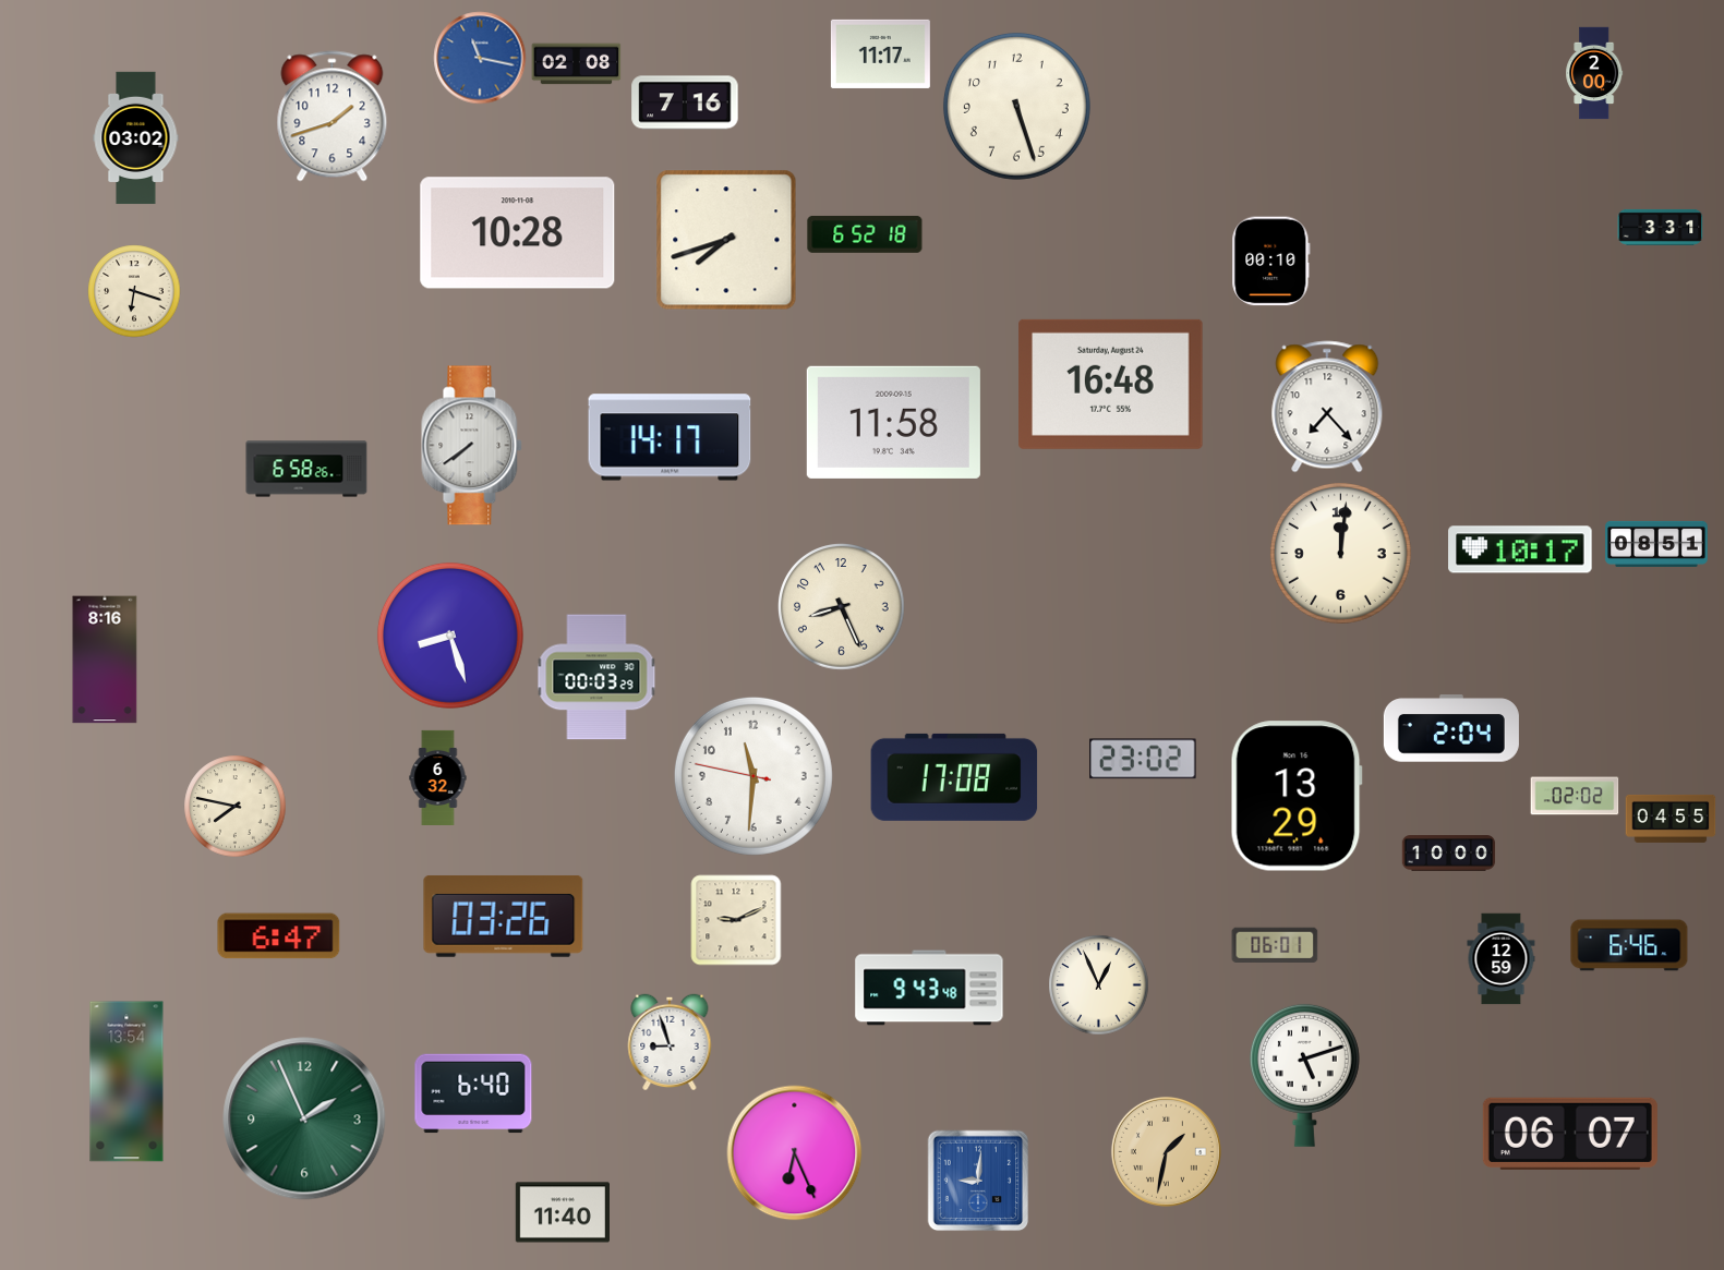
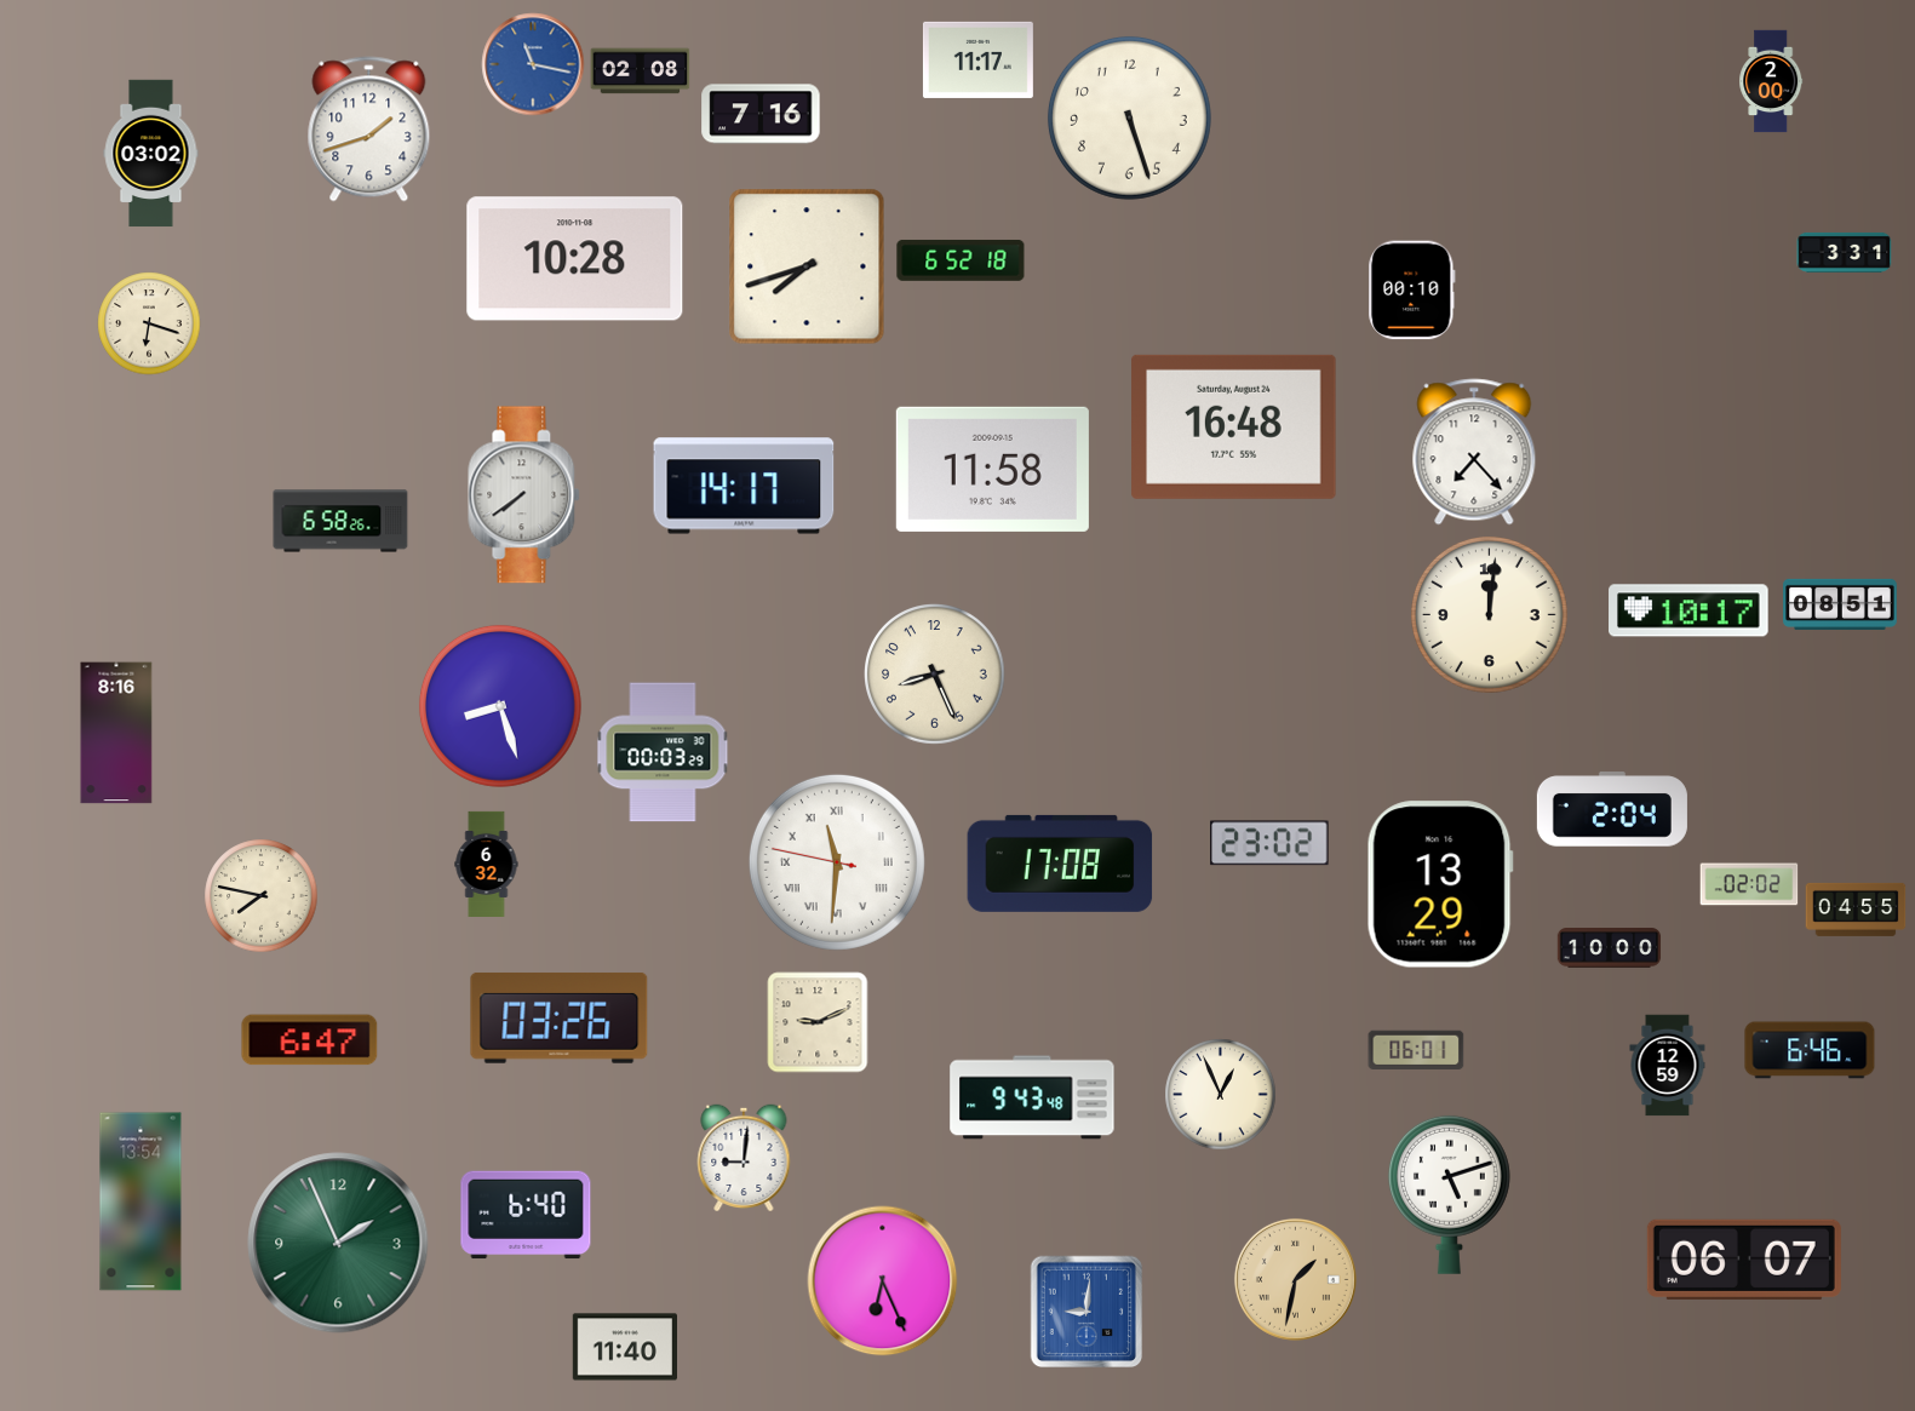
clock at (754, 776) numerals: Arabic -> Roman
clock at (670, 1042): 8:57 -> 9:01
